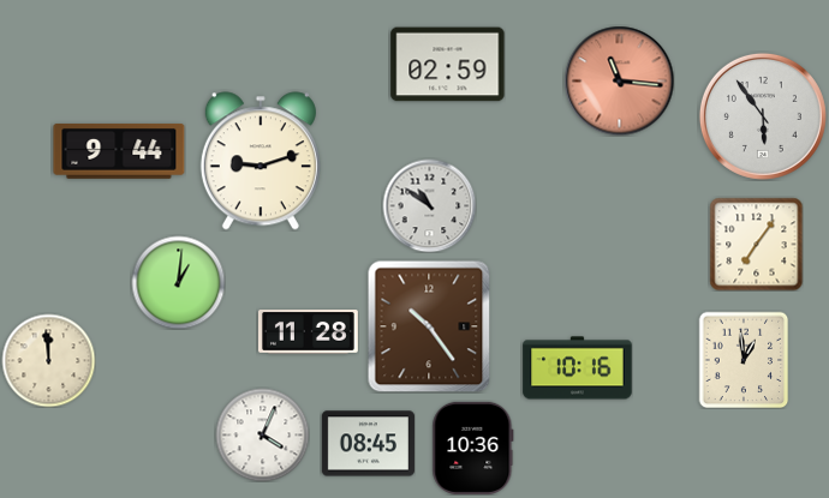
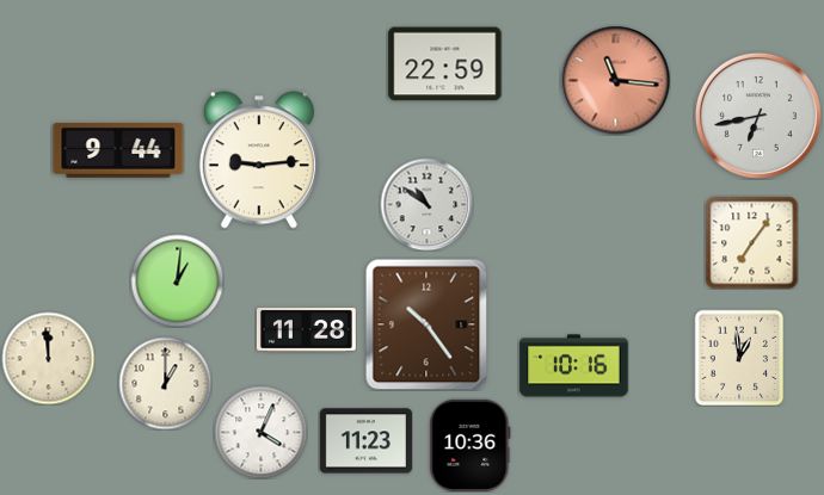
clock at (448, 65): 02:59 -> 22:59
clock at (763, 116): 5:54 -> 6:43
clock at (261, 161): 9:12 -> 9:14
clock at (165, 383): none -> 1:00
clock at (368, 444): 08:45 -> 11:23
